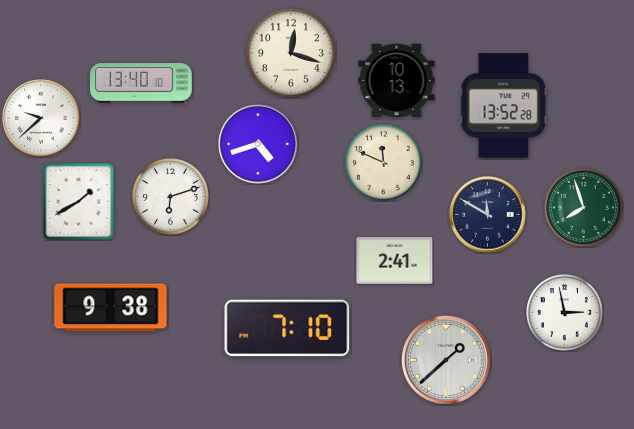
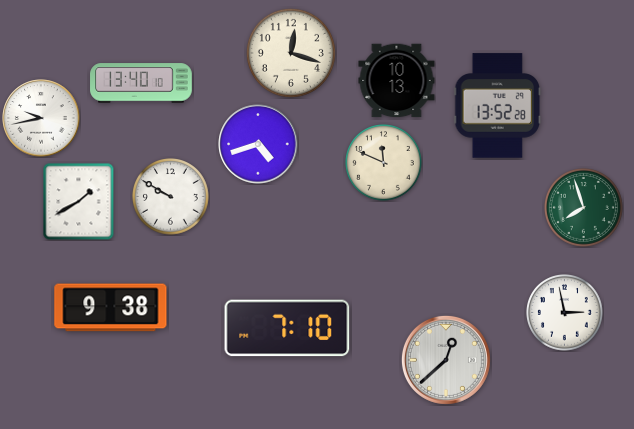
clock at (504, 106) position: (504, 106) -> (498, 106)
clock at (41, 118): 9:38 -> 9:43
clock at (171, 197): 6:12 -> 9:50
clock at (488, 215): 11:50 -> none
clock at (395, 261): 2:41 -> none
clock at (446, 360): 1:38 -> 12:38
